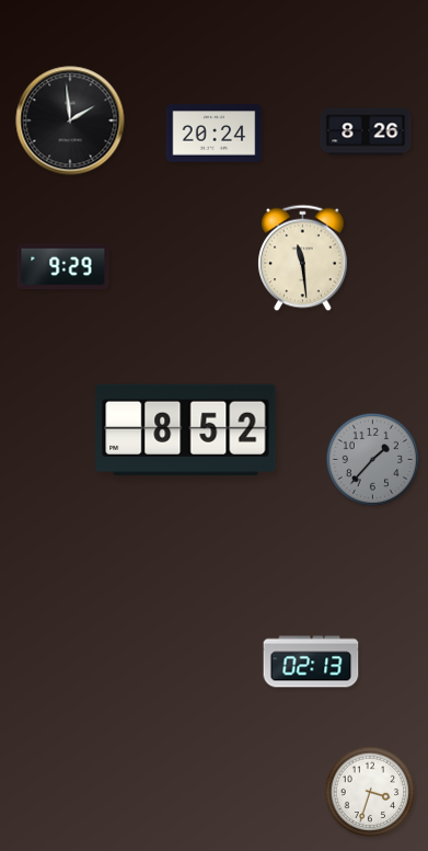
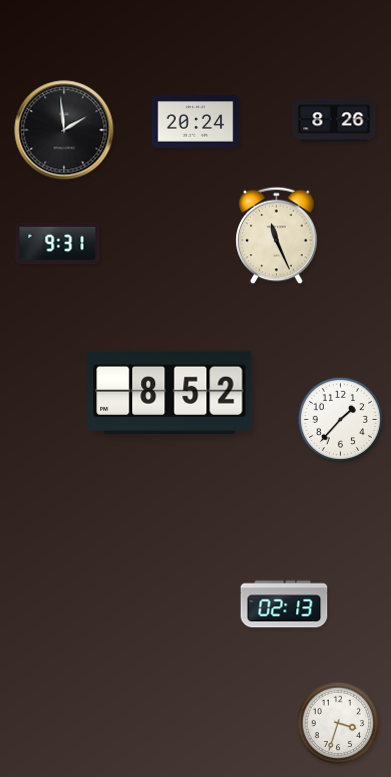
clock at (70, 120) position: (70, 120) -> (64, 130)
clock at (303, 258): 11:29 -> 11:26
clock at (63, 267): 9:29 -> 9:31
clock at (372, 459) dial: grey -> white
